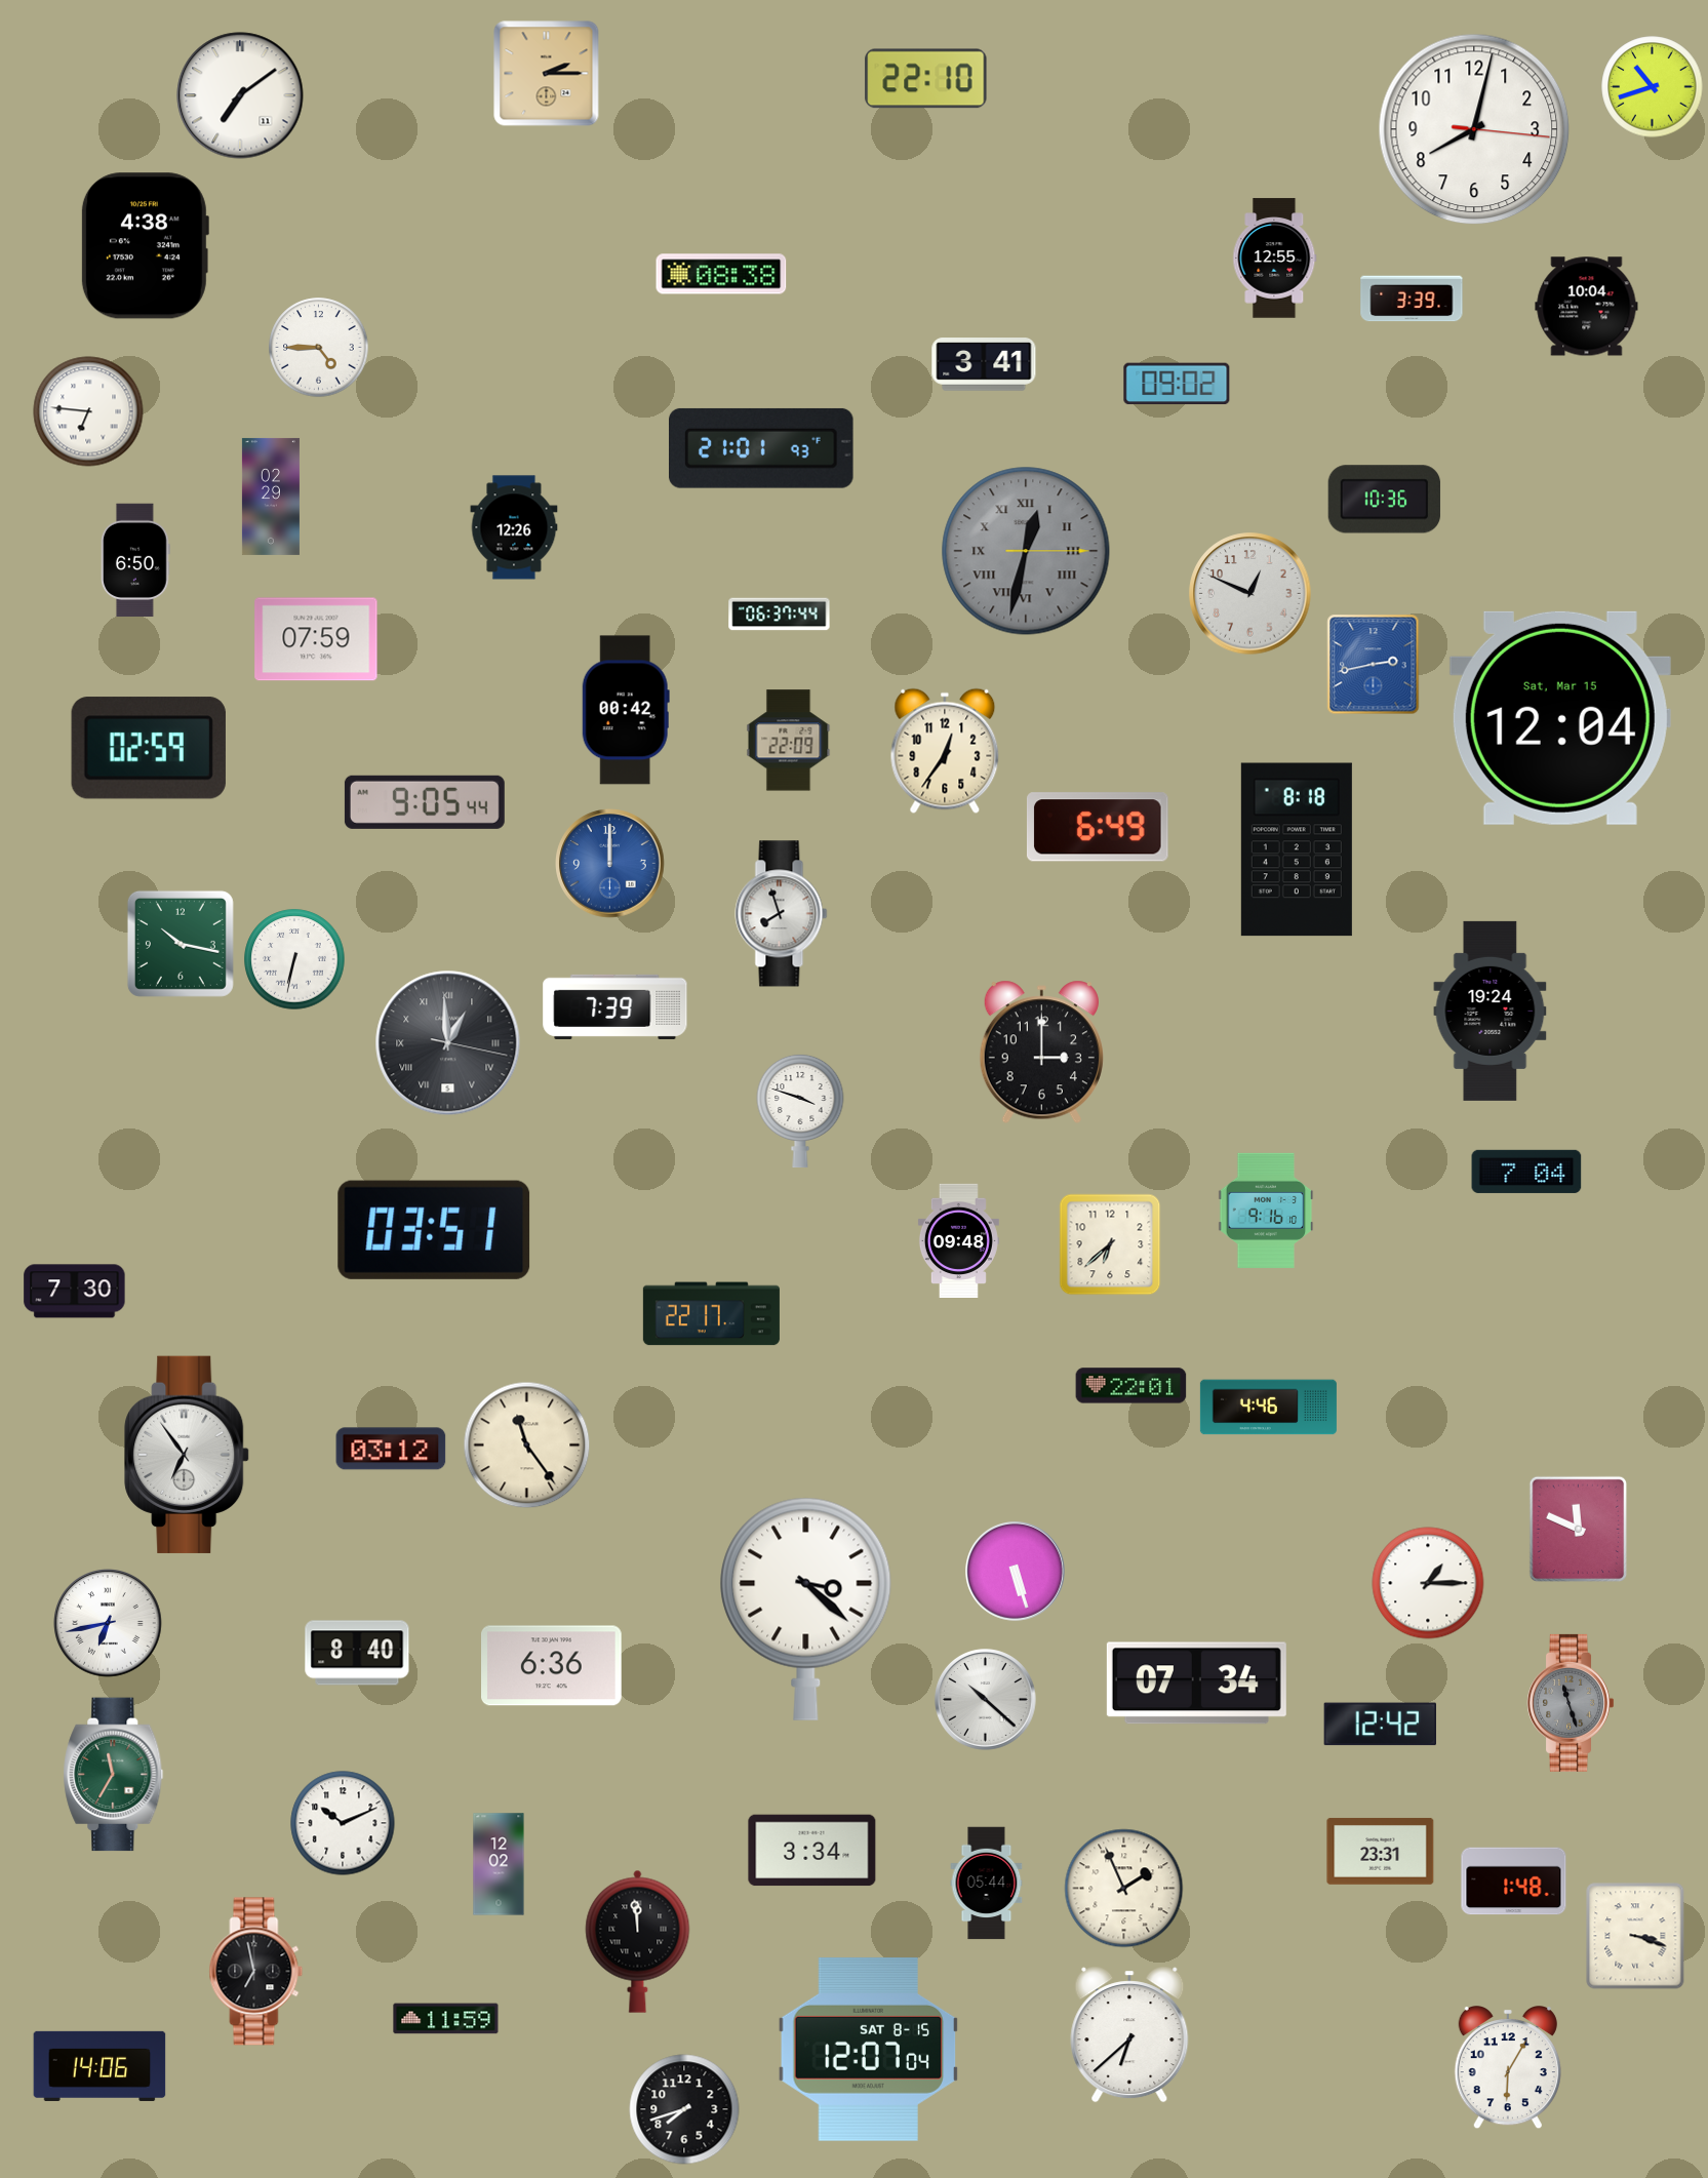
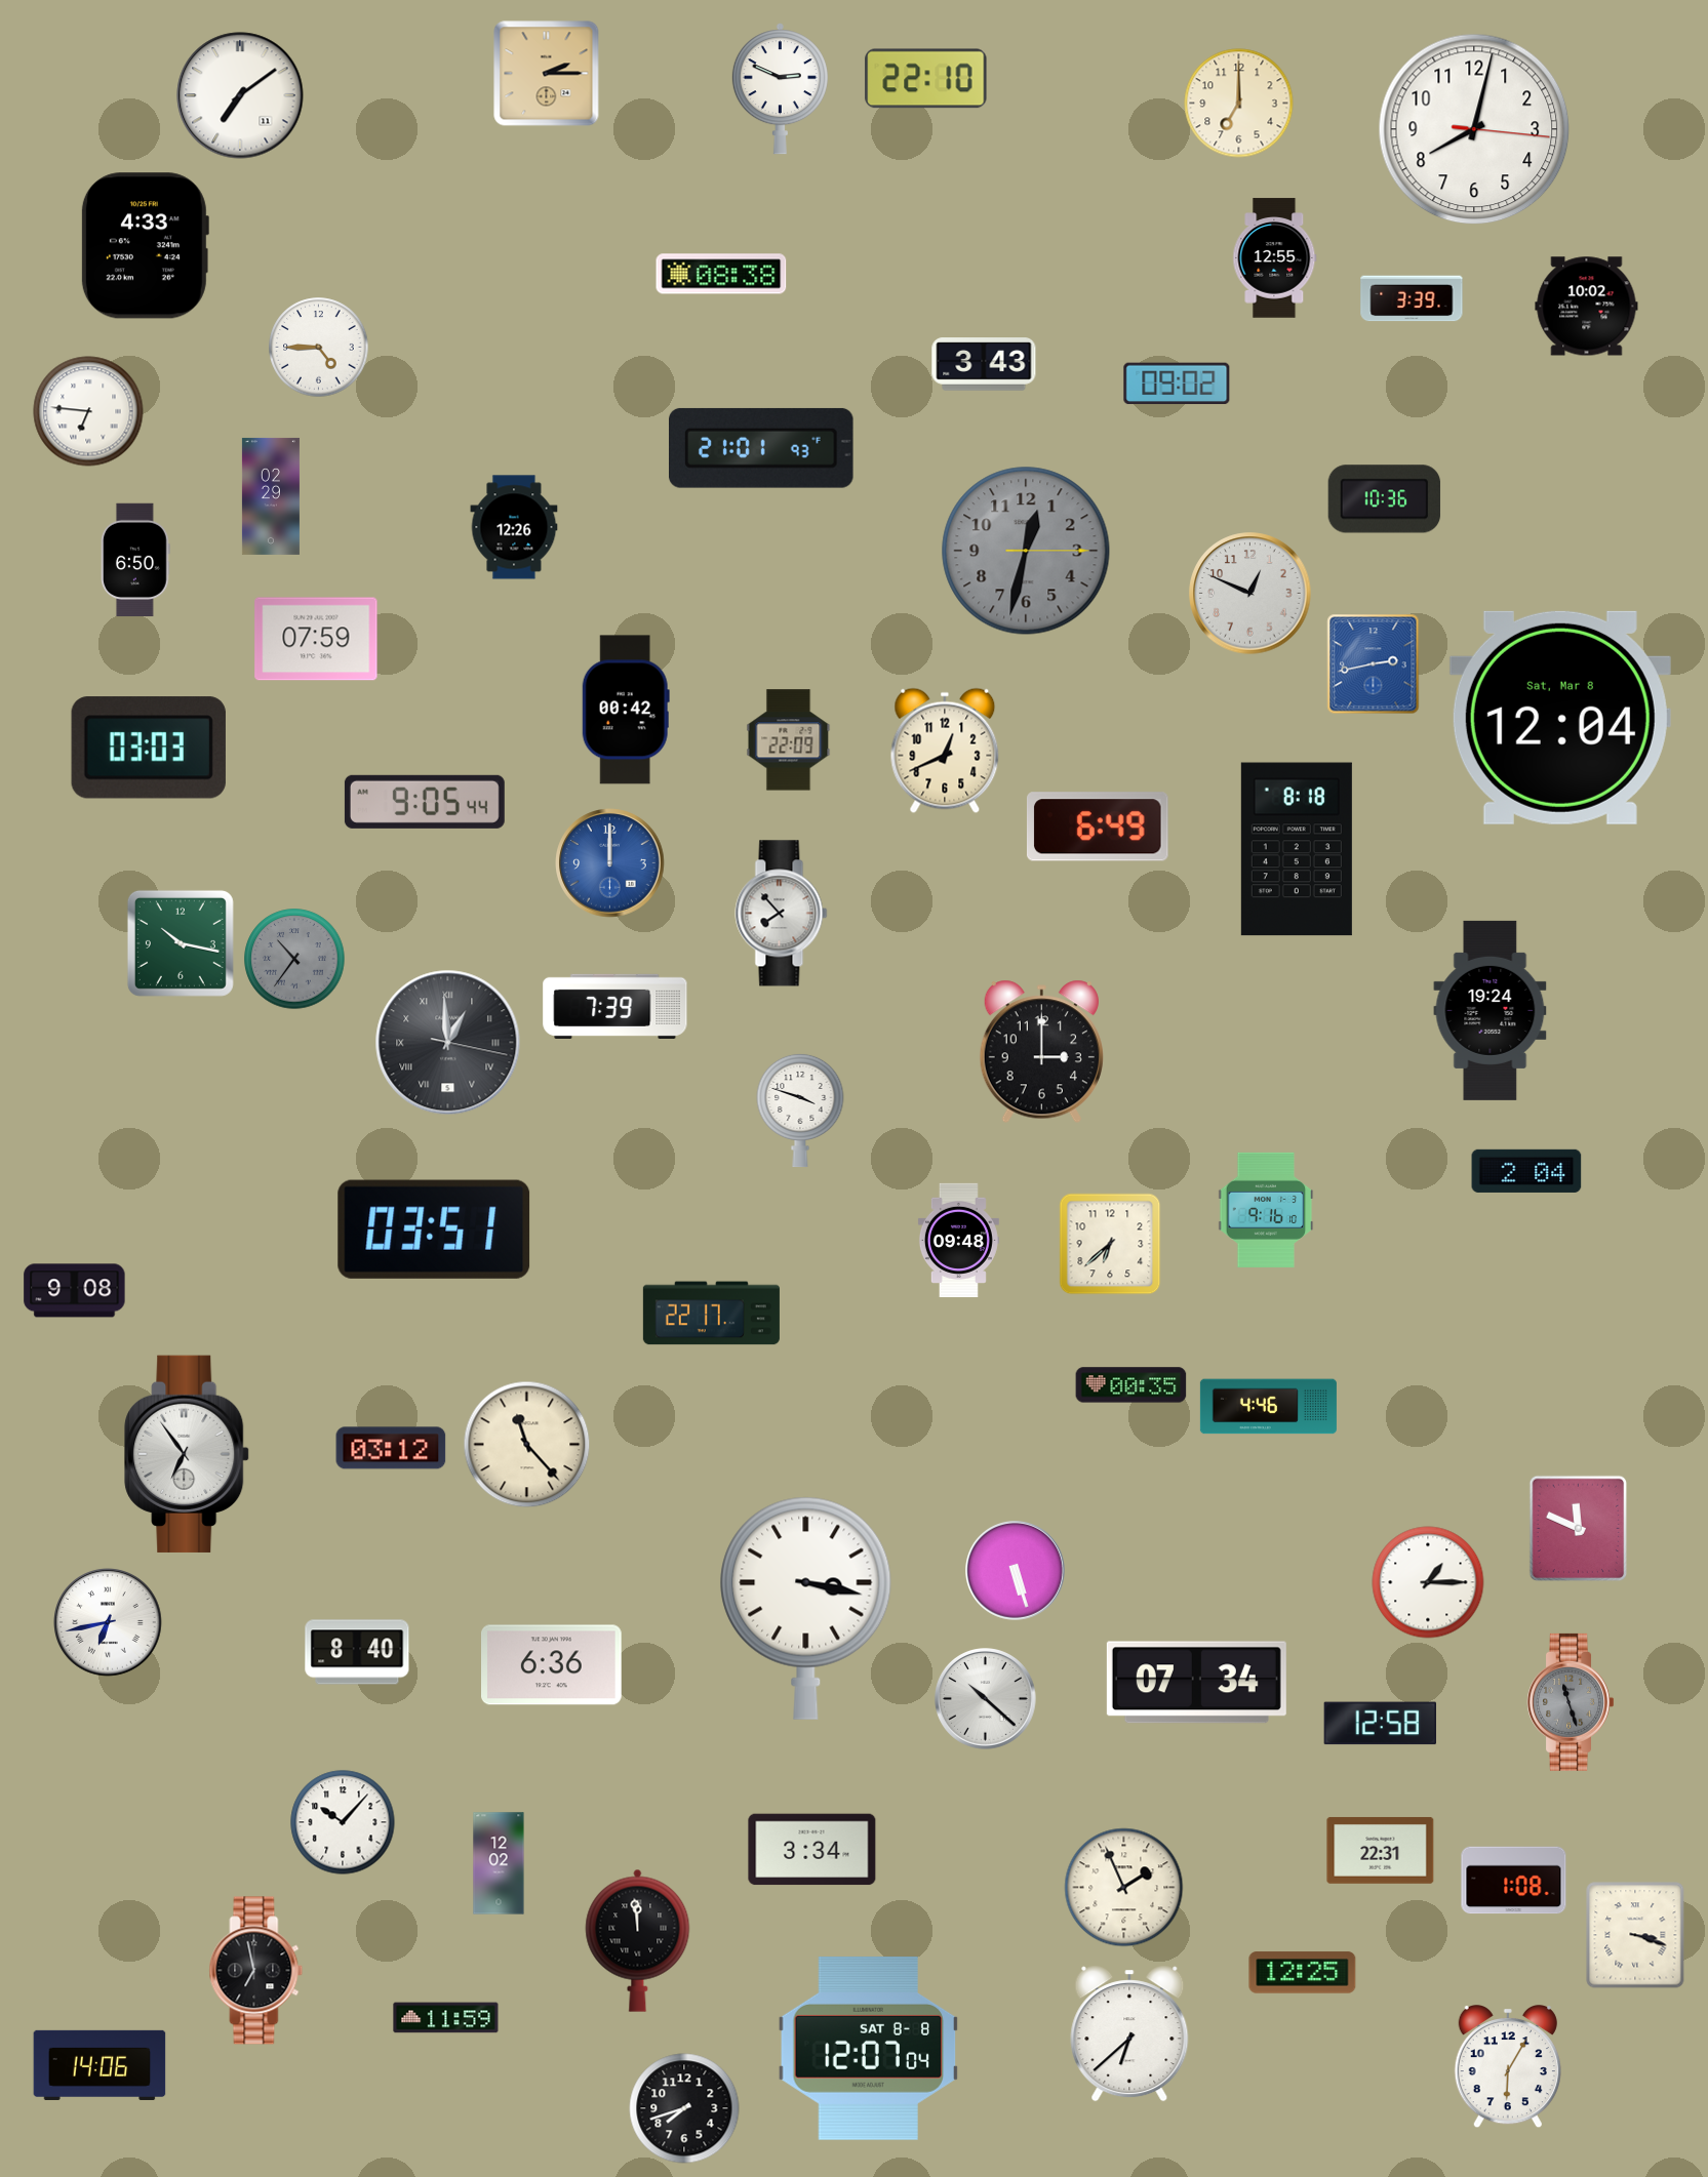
clock at (1653, 87): 10:42 -> none
clock at (780, 89): none -> 2:49
clock at (1239, 104): none -> 7:00
clock at (145, 246): 4:38 -> 4:33
clock at (1587, 307): 10:04 -> 10:02
clock at (984, 364): 3:41 -> 3:43
clock at (1026, 551) numerals: Roman -> Arabic
clock at (780, 615): 06:37 -> none
clock at (1560, 718) date: Sat, Mar 15 -> Sat, Mar 8
clock at (149, 748): 02:59 -> 03:03
clock at (945, 751): 12:36 -> 12:41
clock at (782, 914): 7:57 -> 7:53
clock at (294, 959): 6:32 -> 10:36
clock at (294, 959) dial: white -> grey
clock at (1526, 1172): 7:04 -> 2:04
clock at (75, 1292): 7:30 -> 9:08
clock at (1131, 1386): 22:01 -> 00:35
clock at (527, 1446): 11:24 -> 11:23
clock at (806, 1609): 3:22 -> 3:17
clock at (1381, 1725): 12:42 -> 12:58
clock at (114, 1775): 11:35 -> none
clock at (343, 1823): 10:11 -> 10:07
clock at (1381, 1851): 23:31 -> 22:31
clock at (1514, 1882): 1:48 -> 1:08
clock at (987, 1884): 05:44 -> none
clock at (1303, 1973): none -> 12:25
clock at (869, 2050) date: SAT 8-15 -> SAT 8-8
